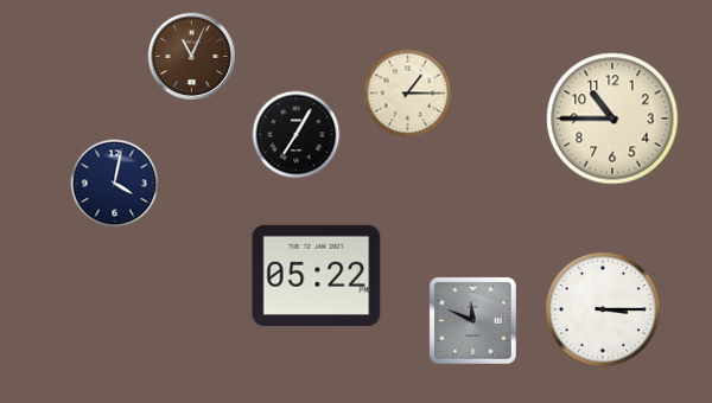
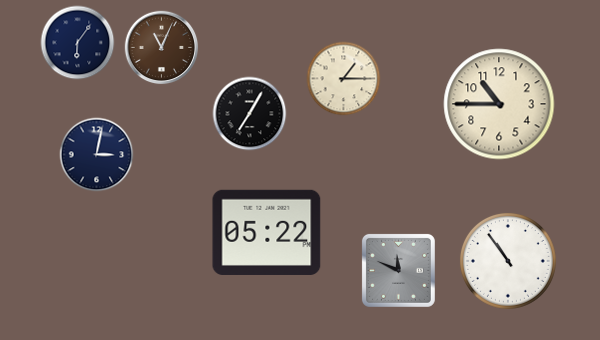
clock at (78, 43): none -> 6:06
clock at (612, 119) position: (612, 119) -> (499, 104)
clock at (115, 184): 4:02 -> 3:02
clock at (603, 309): 3:15 -> 10:54
